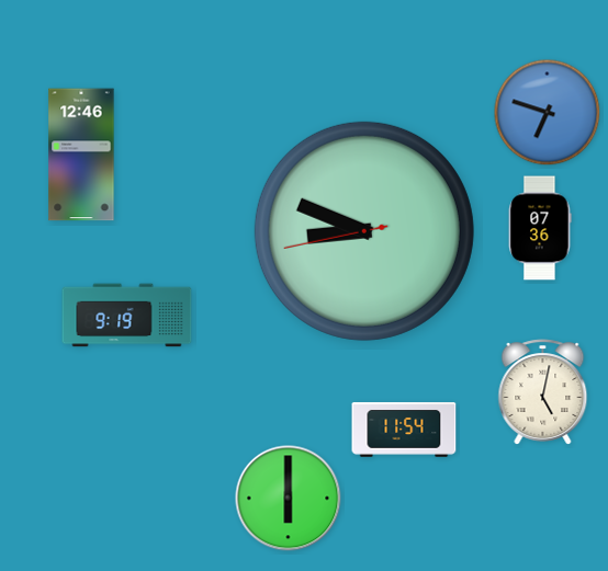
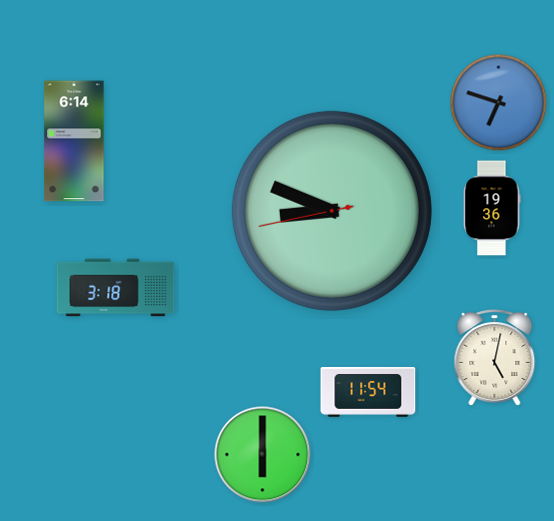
clock at (81, 155): 12:46 -> 6:14
clock at (540, 228): 07:36 -> 19:36
clock at (127, 316): 9:19 -> 3:18
